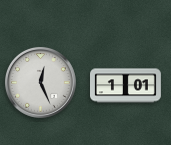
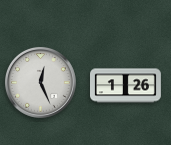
clock at (126, 86): 1:01 -> 1:26
